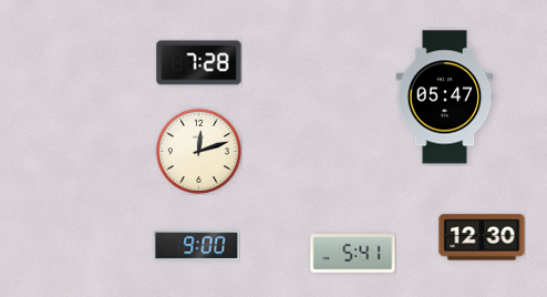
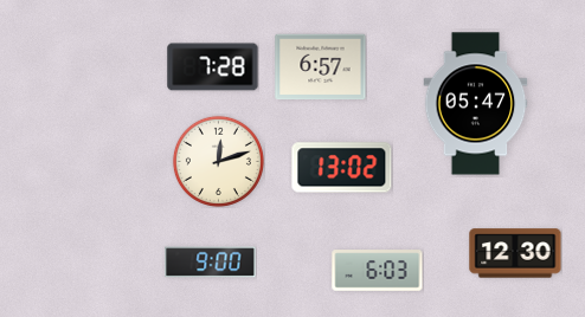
clock at (321, 67): none -> 6:57
clock at (198, 151) position: (198, 151) -> (218, 161)
clock at (342, 168): none -> 13:02
clock at (353, 254): 5:41 -> 6:03
